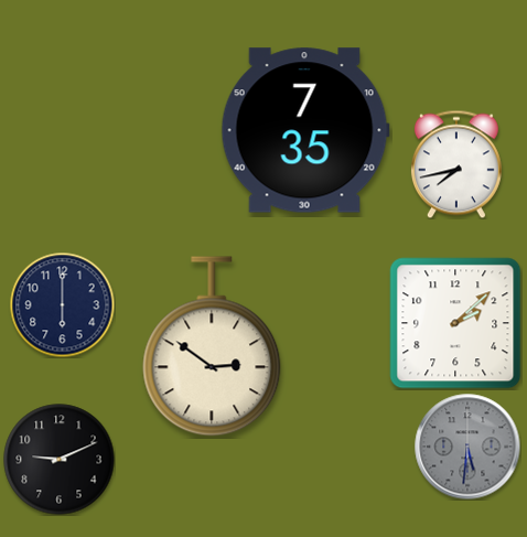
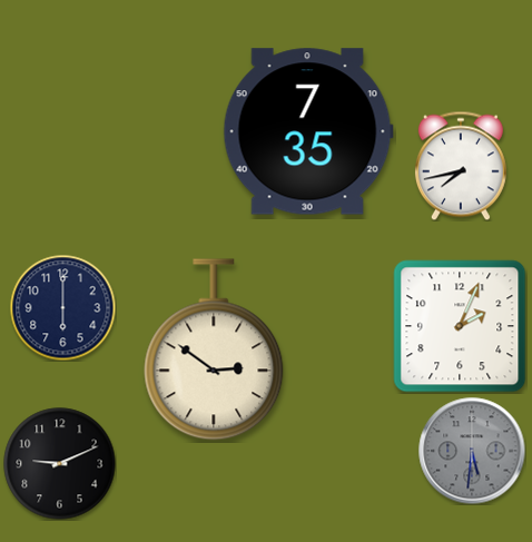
clock at (455, 323): 2:08 -> 2:04
